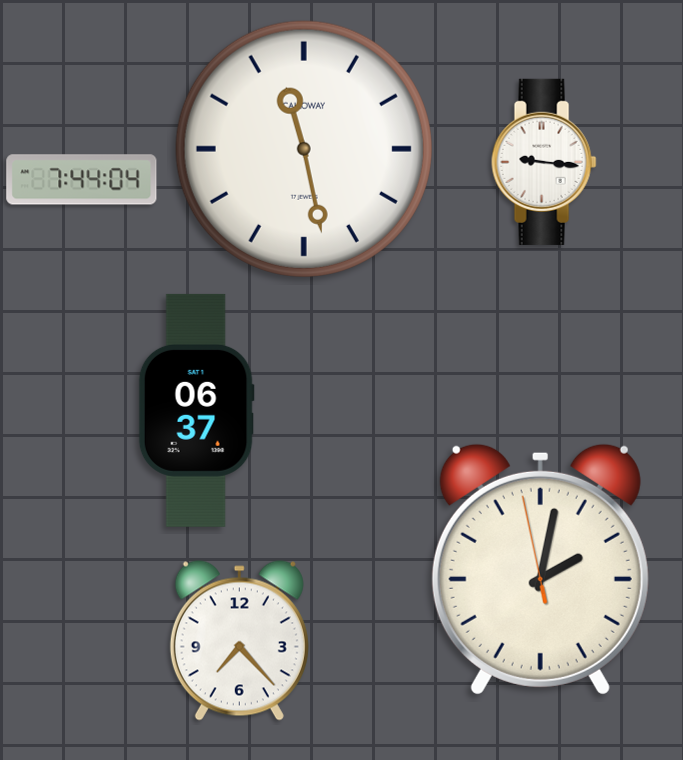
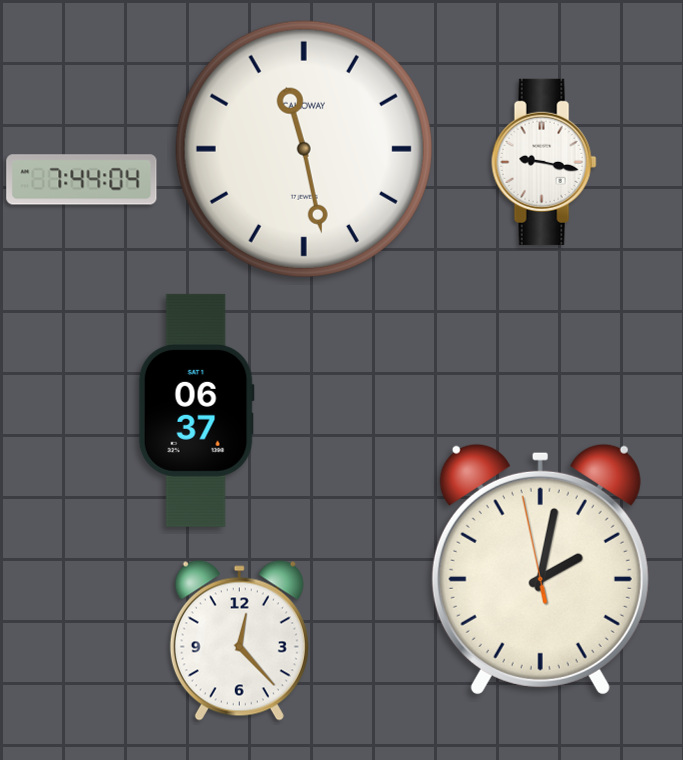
clock at (544, 162): 9:16 -> 9:17
clock at (239, 641): 7:23 -> 12:23
